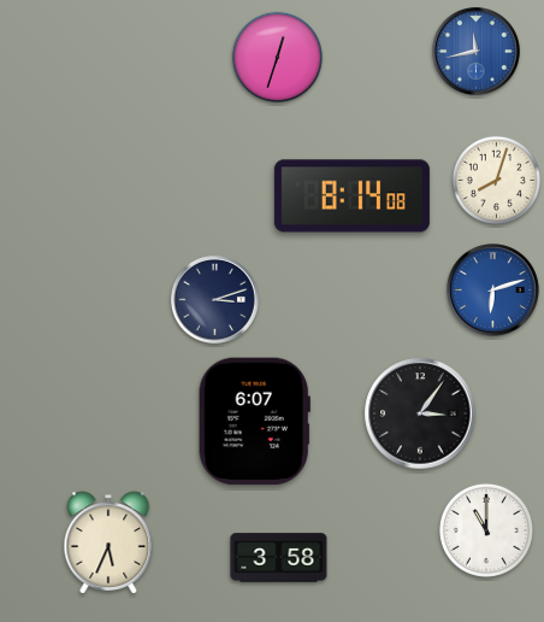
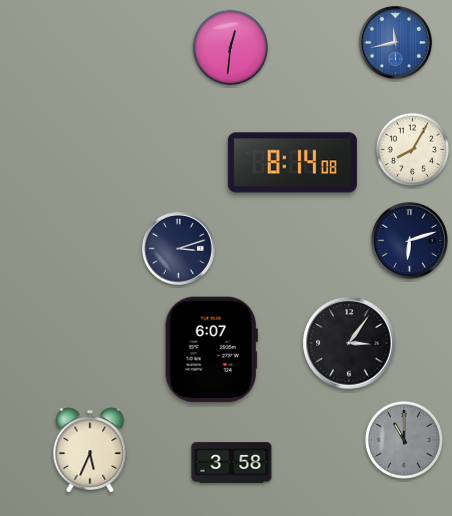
clock at (277, 57): 12:33 -> 12:31
clock at (497, 181): 8:03 -> 8:05
clock at (493, 291) dial: blue -> navy
clock at (486, 530) dial: white -> grey
